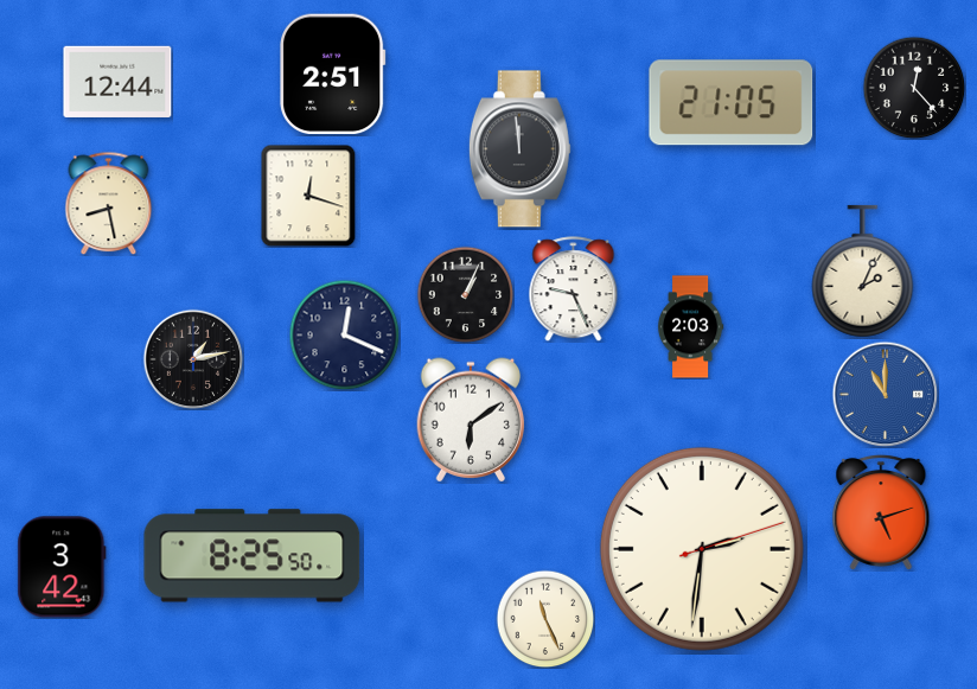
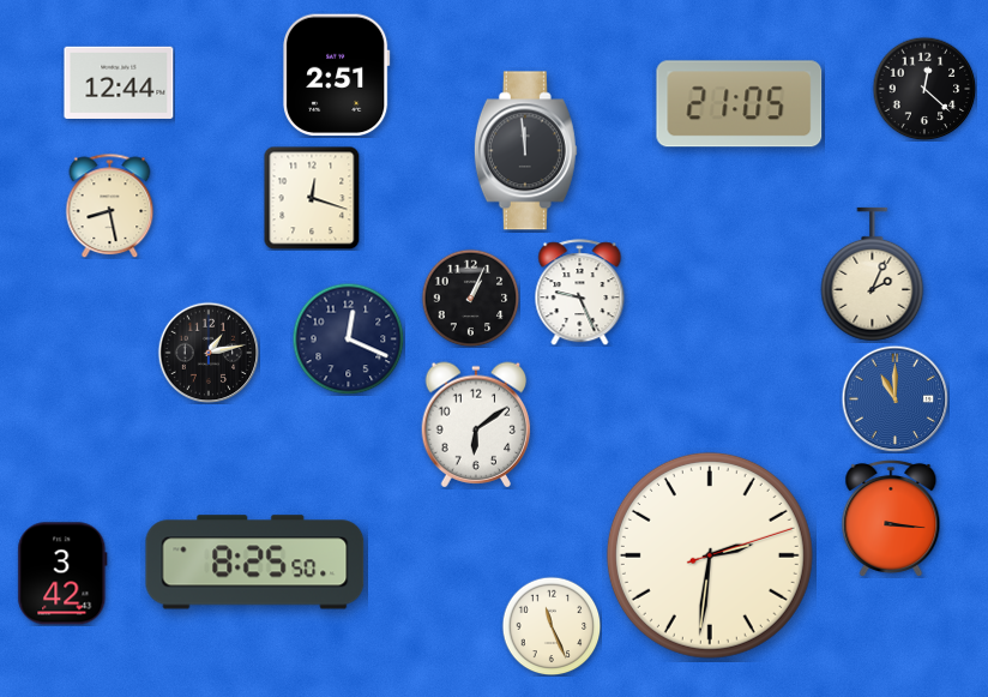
clock at (914, 88): 12:23 -> 12:22
clock at (690, 327): 2:03 -> none
clock at (193, 359) position: (193, 359) -> (209, 353)
clock at (881, 511): 5:12 -> 3:16
